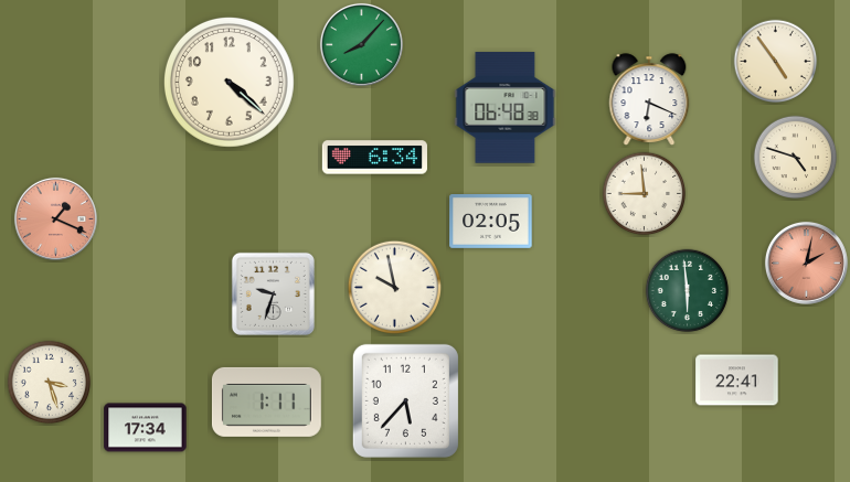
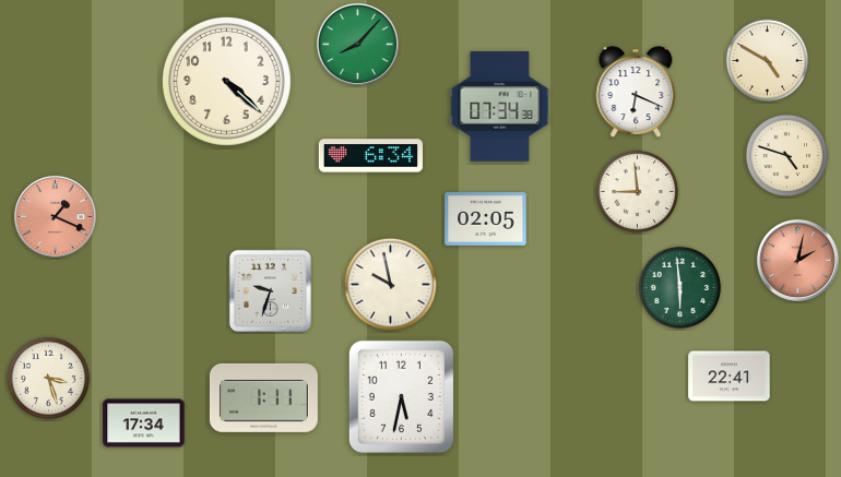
clock at (776, 62): 4:54 -> 4:50
clock at (649, 99) position: (649, 99) -> (636, 92)
clock at (506, 108): 06:48 -> 07:34
clock at (405, 400): 5:37 -> 5:32
